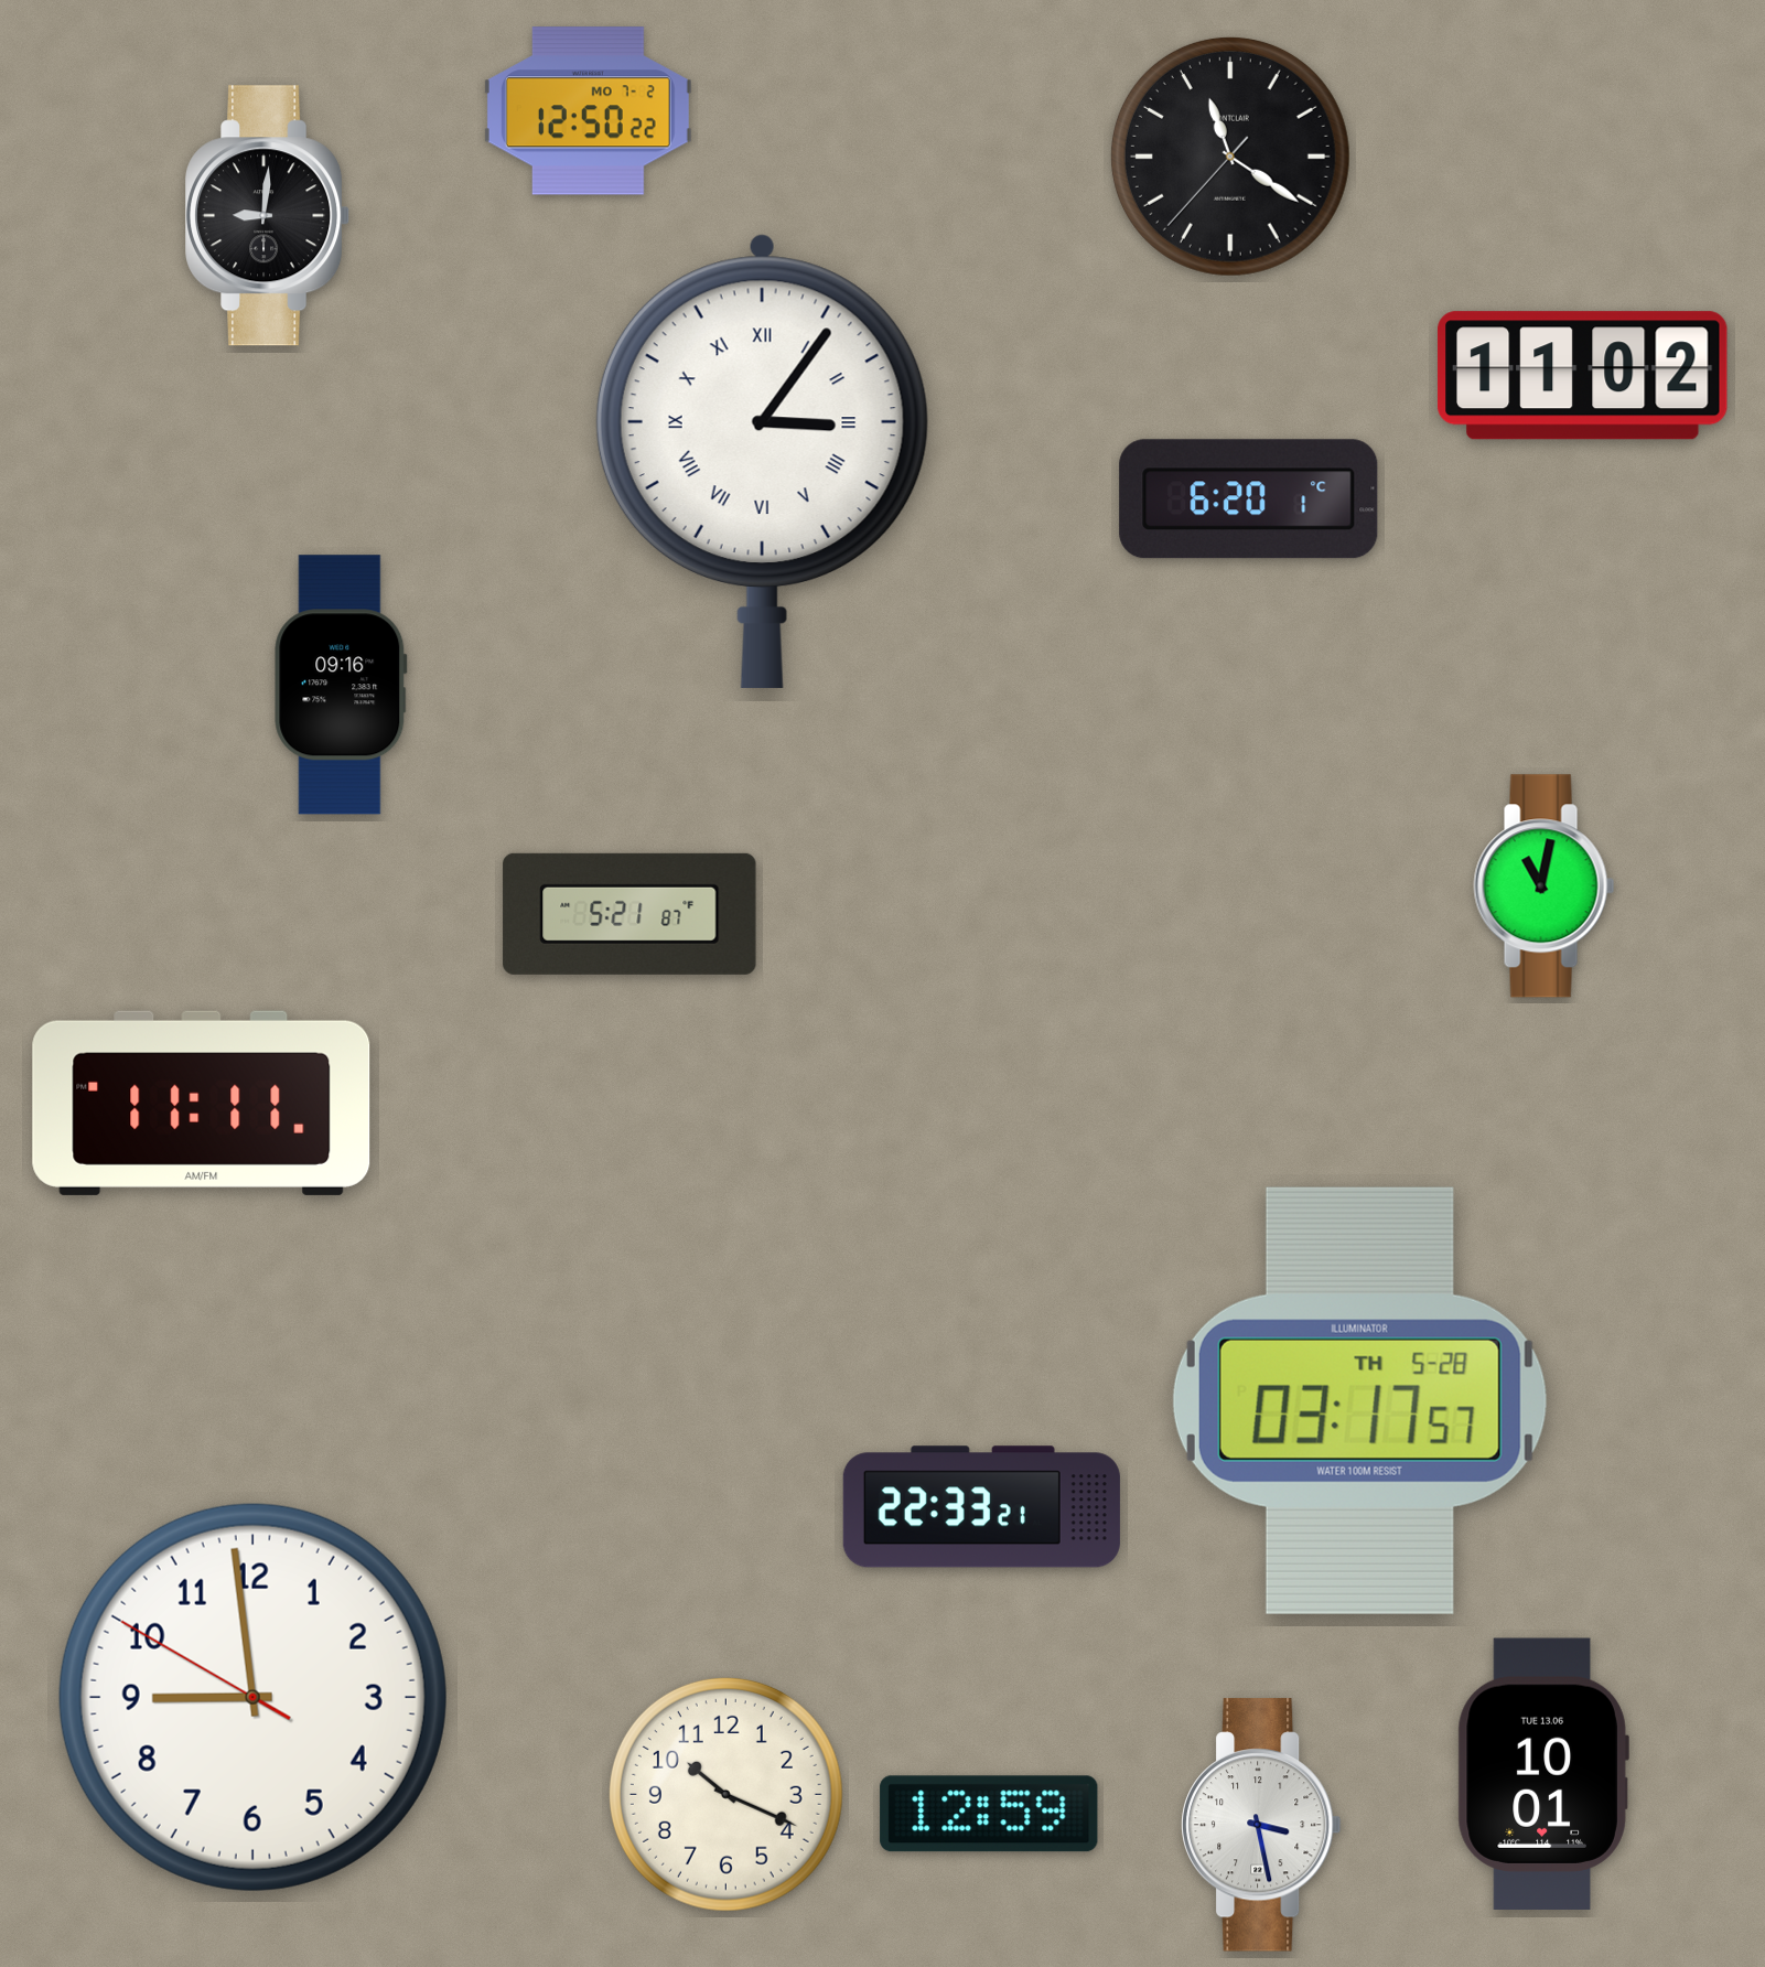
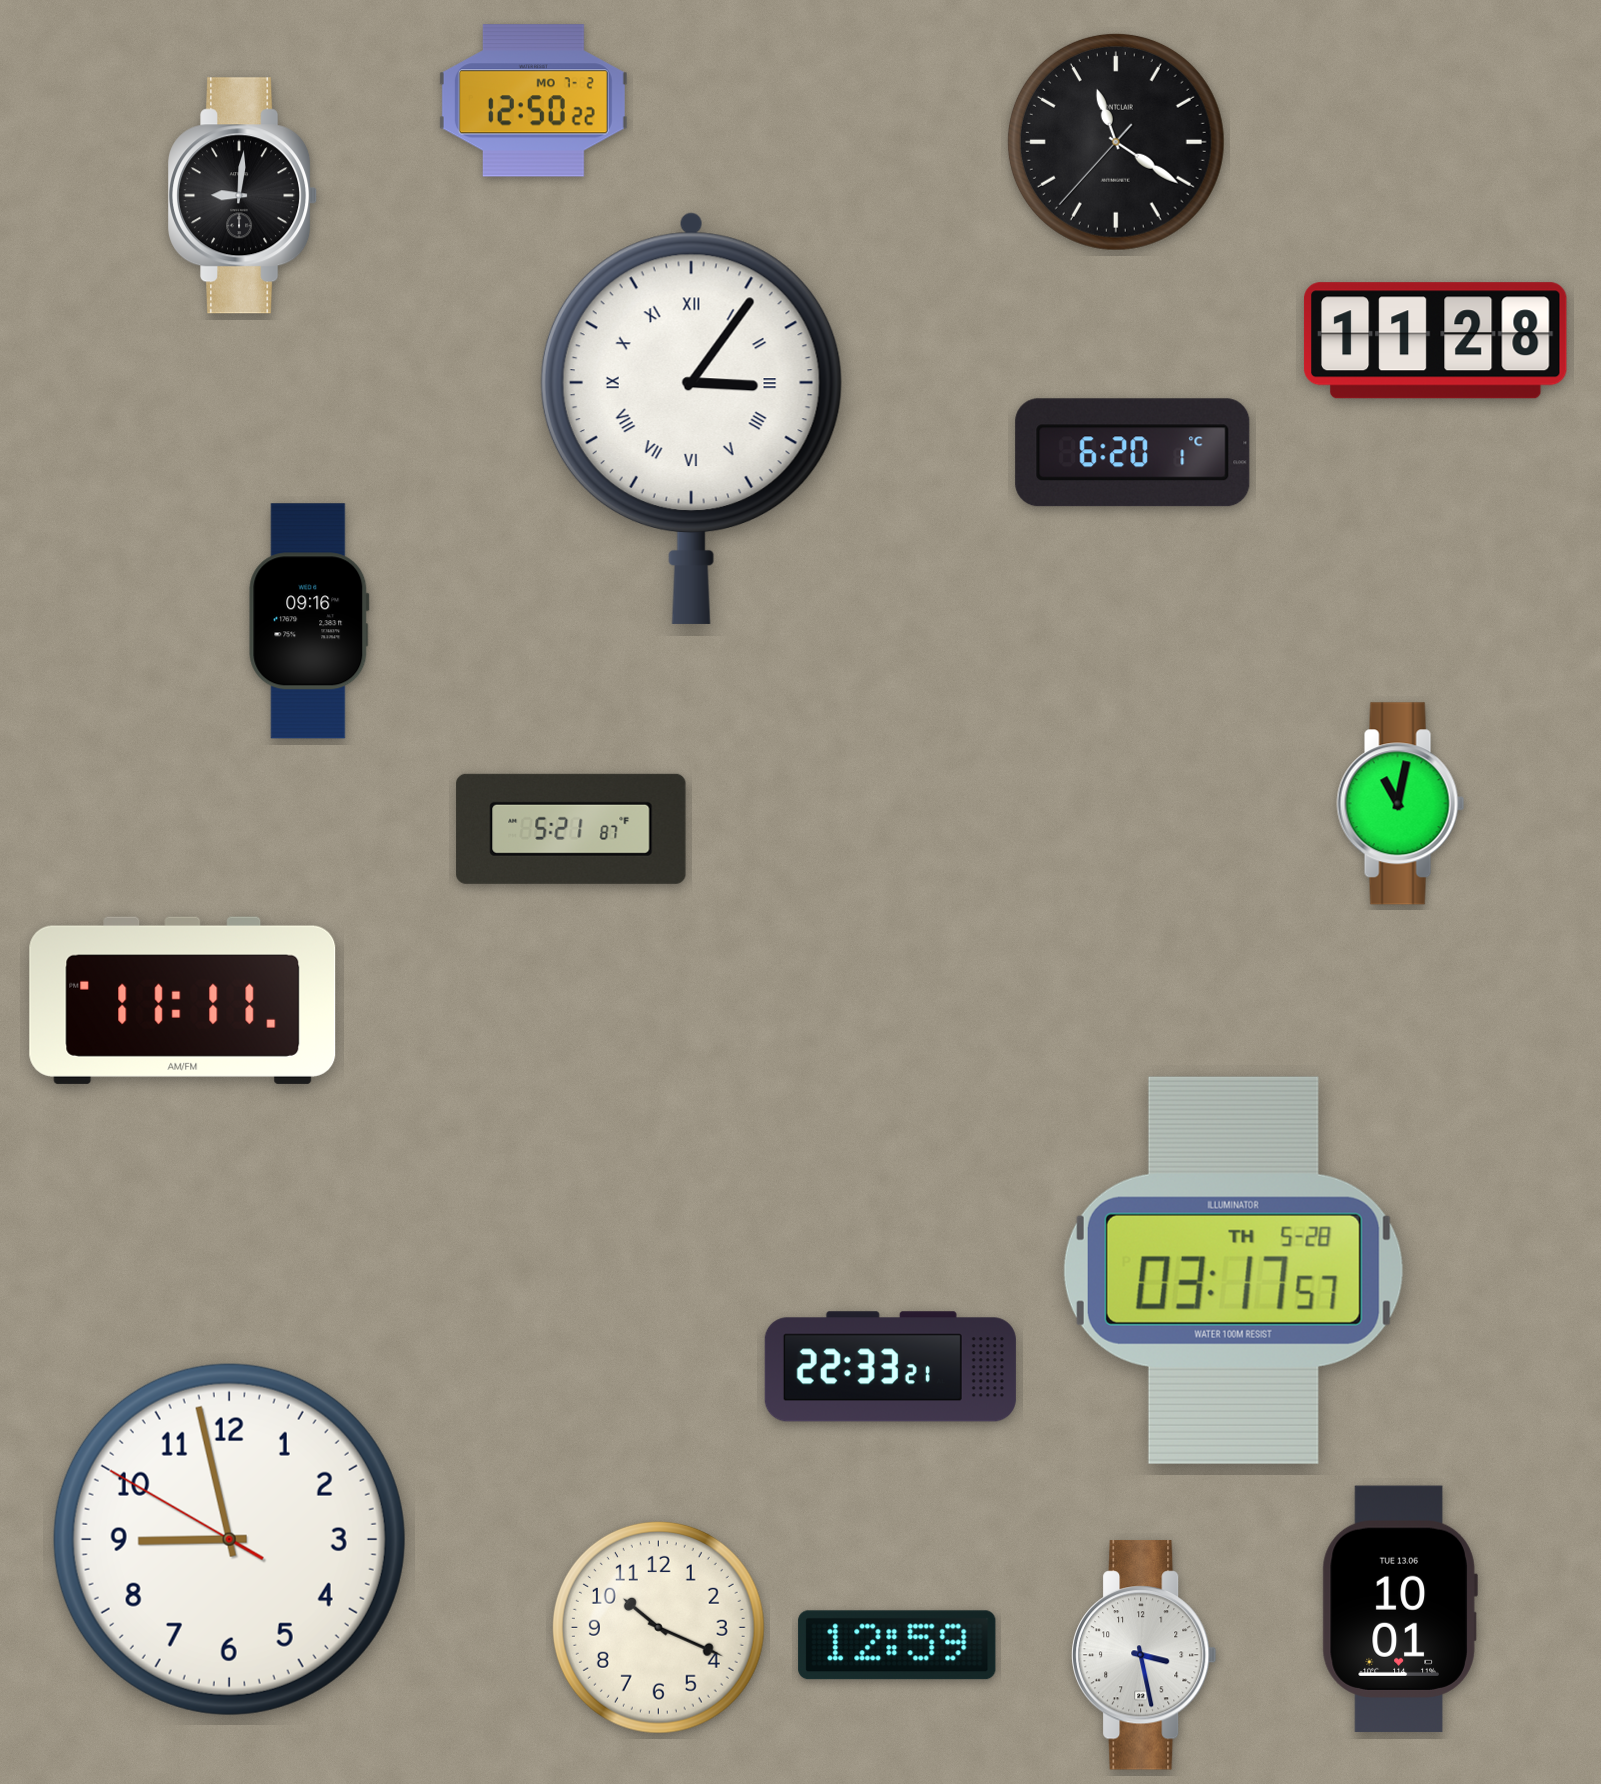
clock at (1582, 376): 11:02 -> 11:28
clock at (252, 1697): 8:58 -> 8:57
